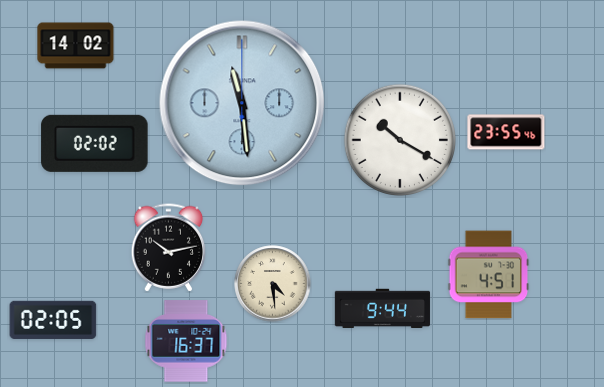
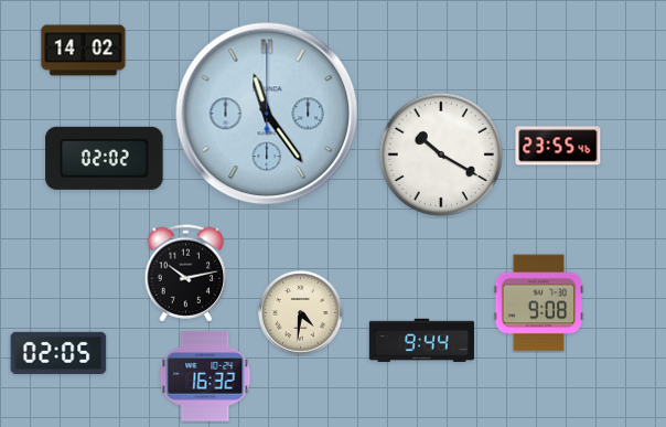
clock at (242, 103): 11:29 -> 11:24
clock at (489, 275): 4:51 -> 9:08
clock at (273, 284): 4:29 -> 4:31
clock at (186, 341): 16:37 -> 16:32
